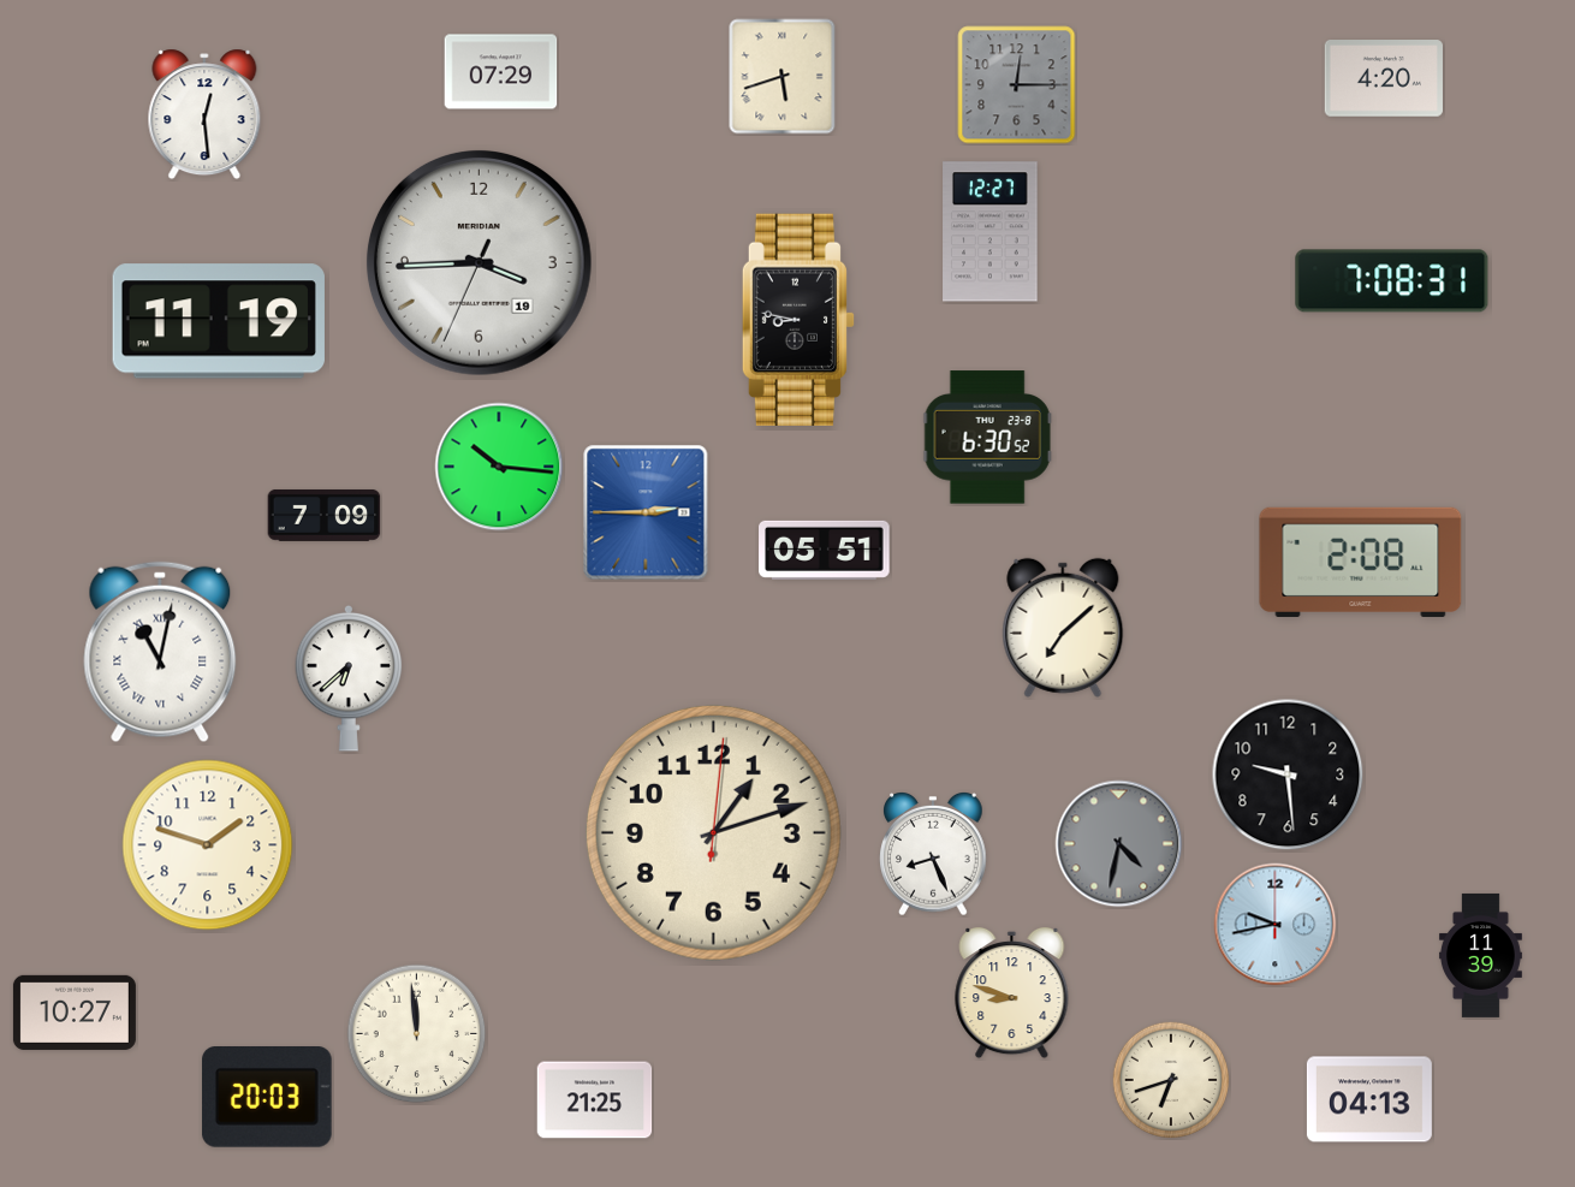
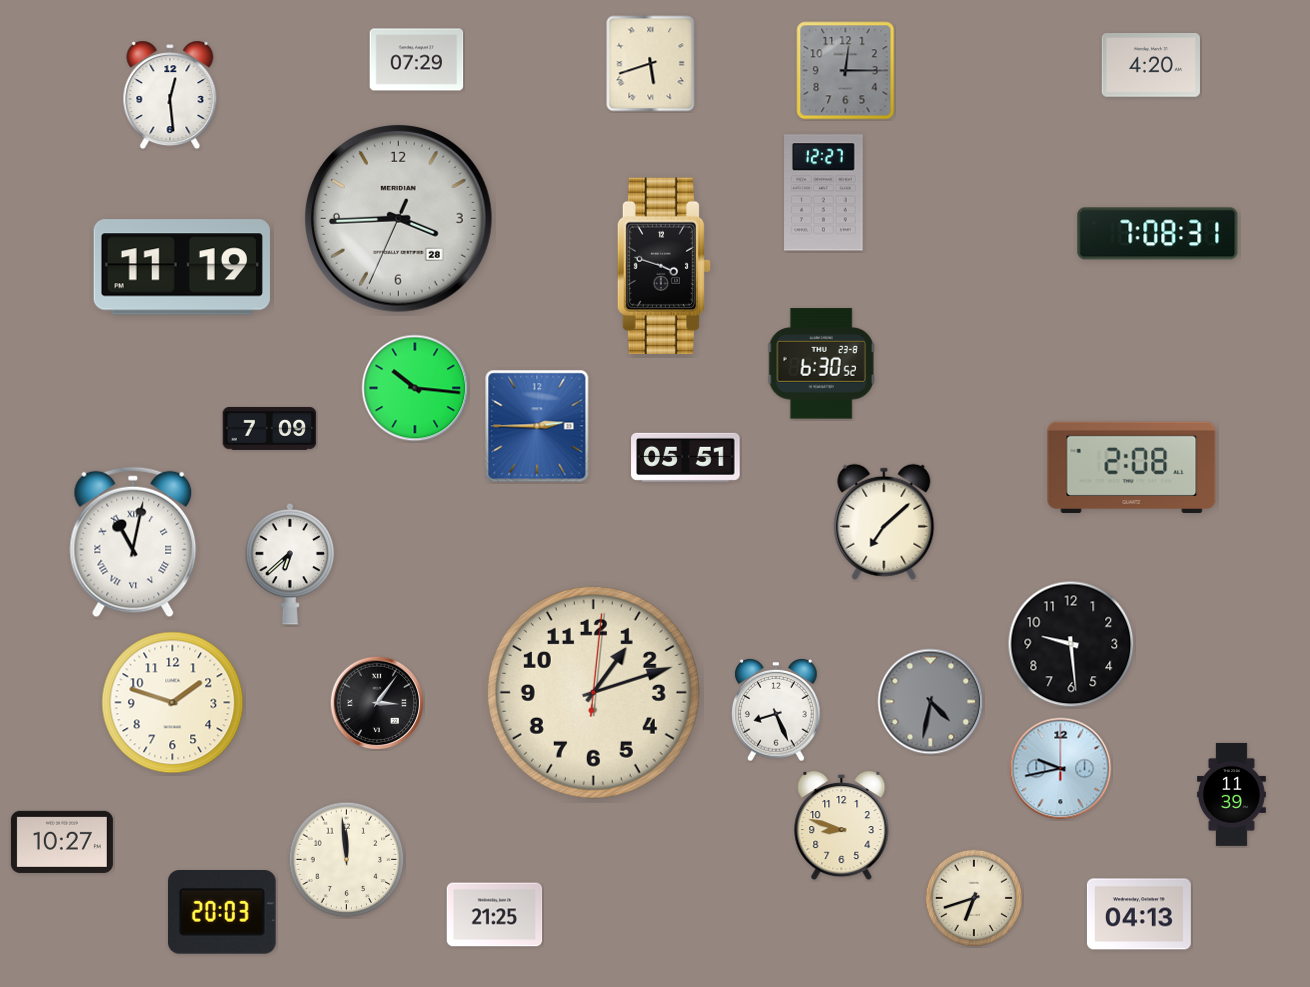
clock at (479, 262) date: 19 -> 28
clock at (797, 319): 8:47 -> 3:48
clock at (377, 703): none -> 3:06
